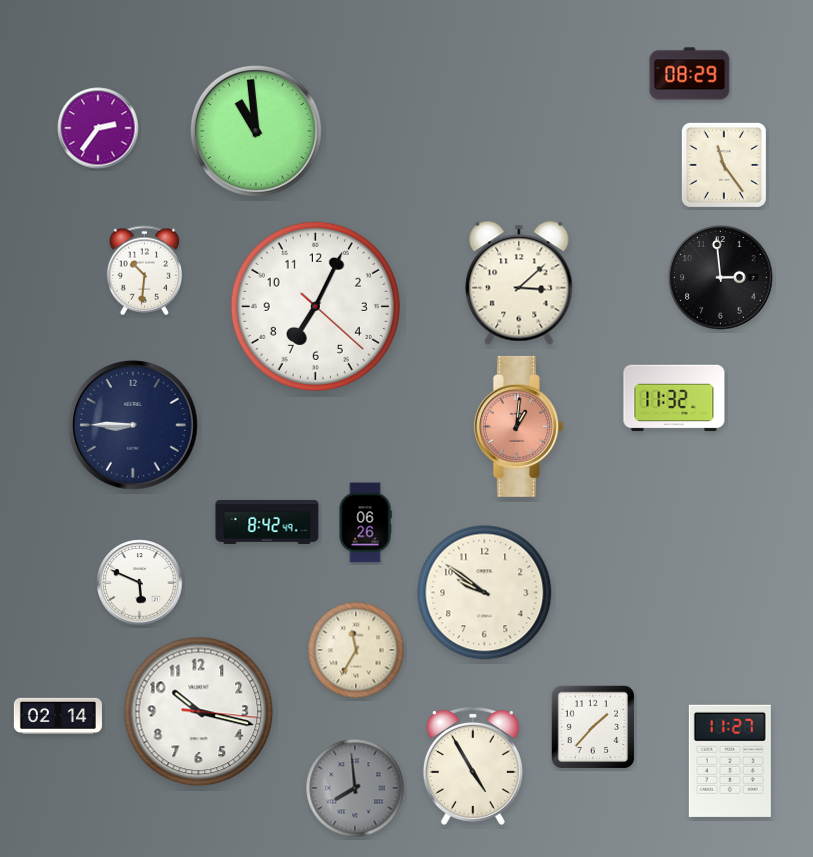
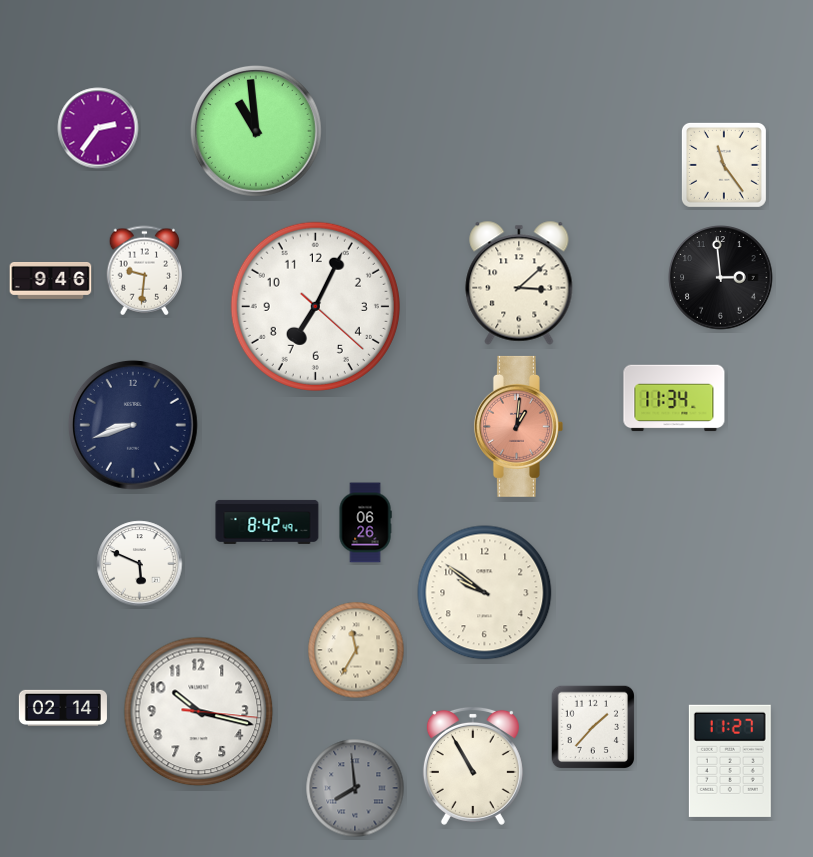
clock at (690, 74): 08:29 -> none
clock at (144, 271): 10:31 -> 9:31
clock at (51, 281): none -> 9:46
clock at (674, 398): 11:32 -> 11:34
clock at (133, 425): 8:45 -> 8:42
clock at (140, 583) position: (140, 583) -> (140, 564)
clock at (58, 715) position: (58, 715) -> (63, 707)
clock at (473, 766): 4:55 -> 10:55
